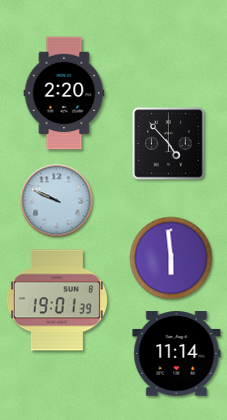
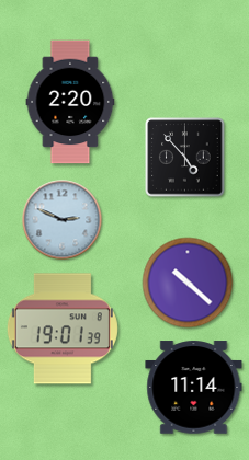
clock at (57, 201): 9:49 -> 2:49
clock at (171, 258): 5:59 -> 10:22
